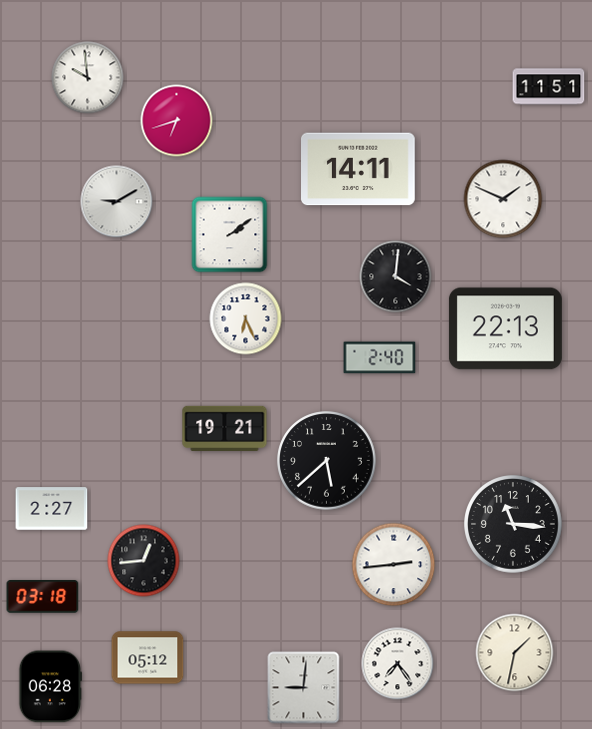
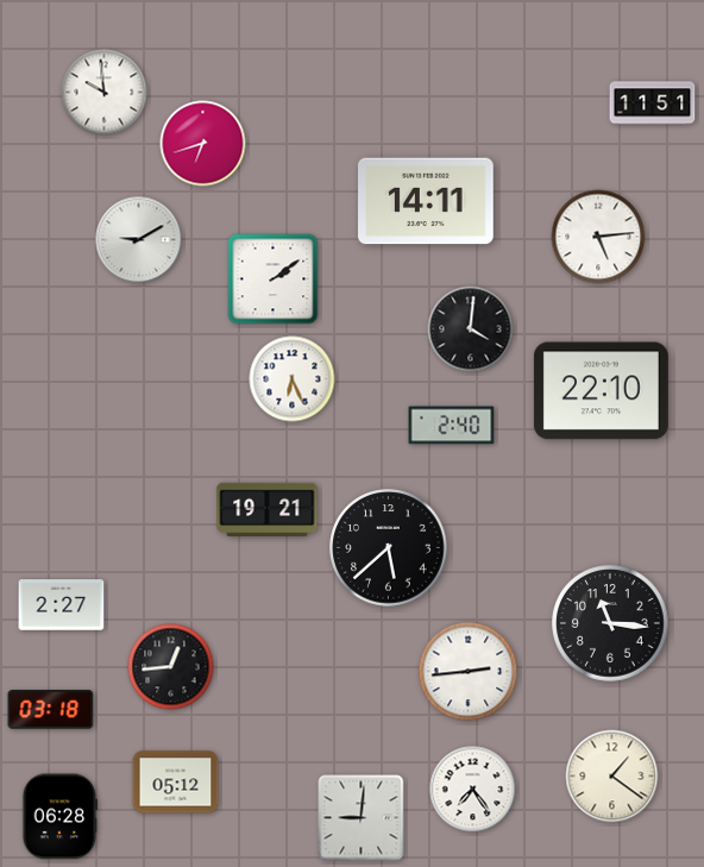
clock at (177, 121) position: (177, 121) -> (203, 144)
clock at (503, 199): 1:49 -> 5:14
clock at (505, 329): 22:13 -> 22:10
clock at (515, 653): 1:32 -> 1:21
